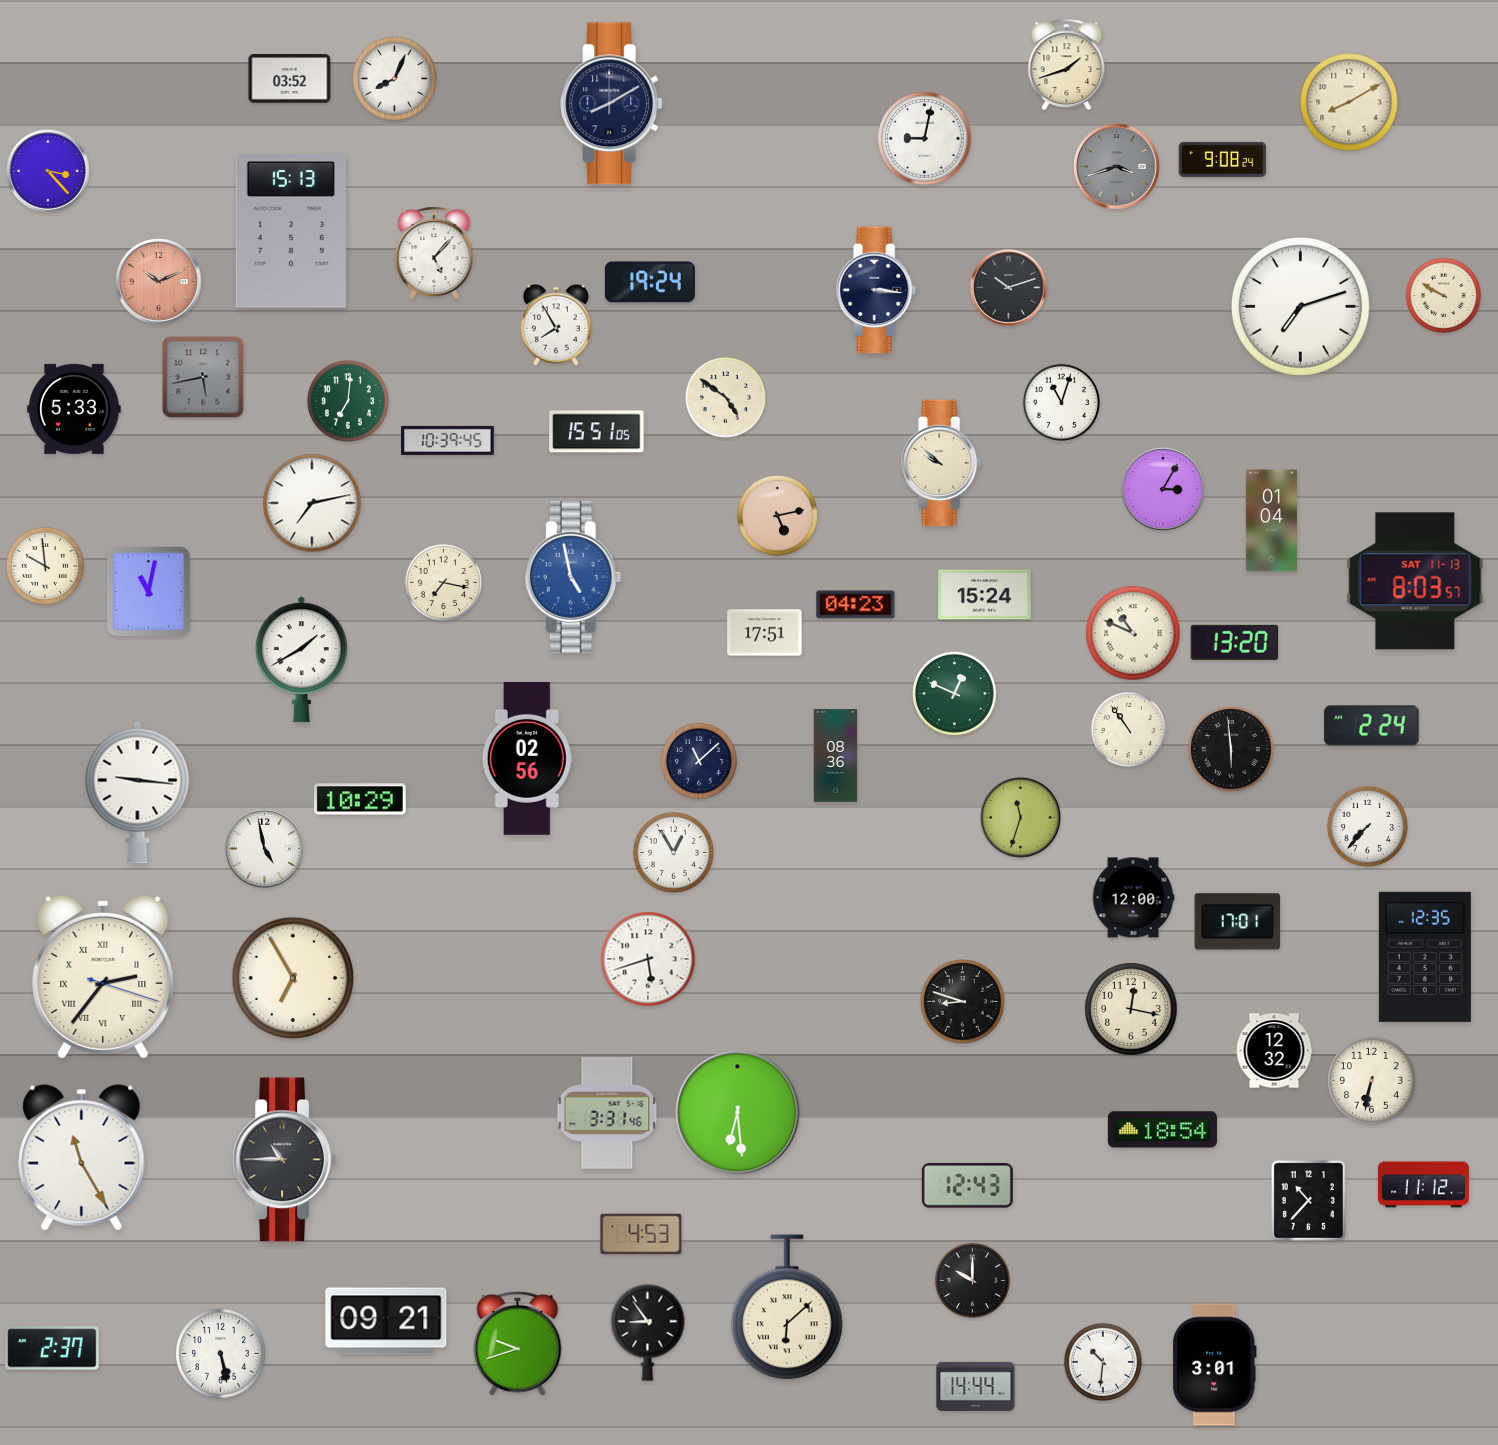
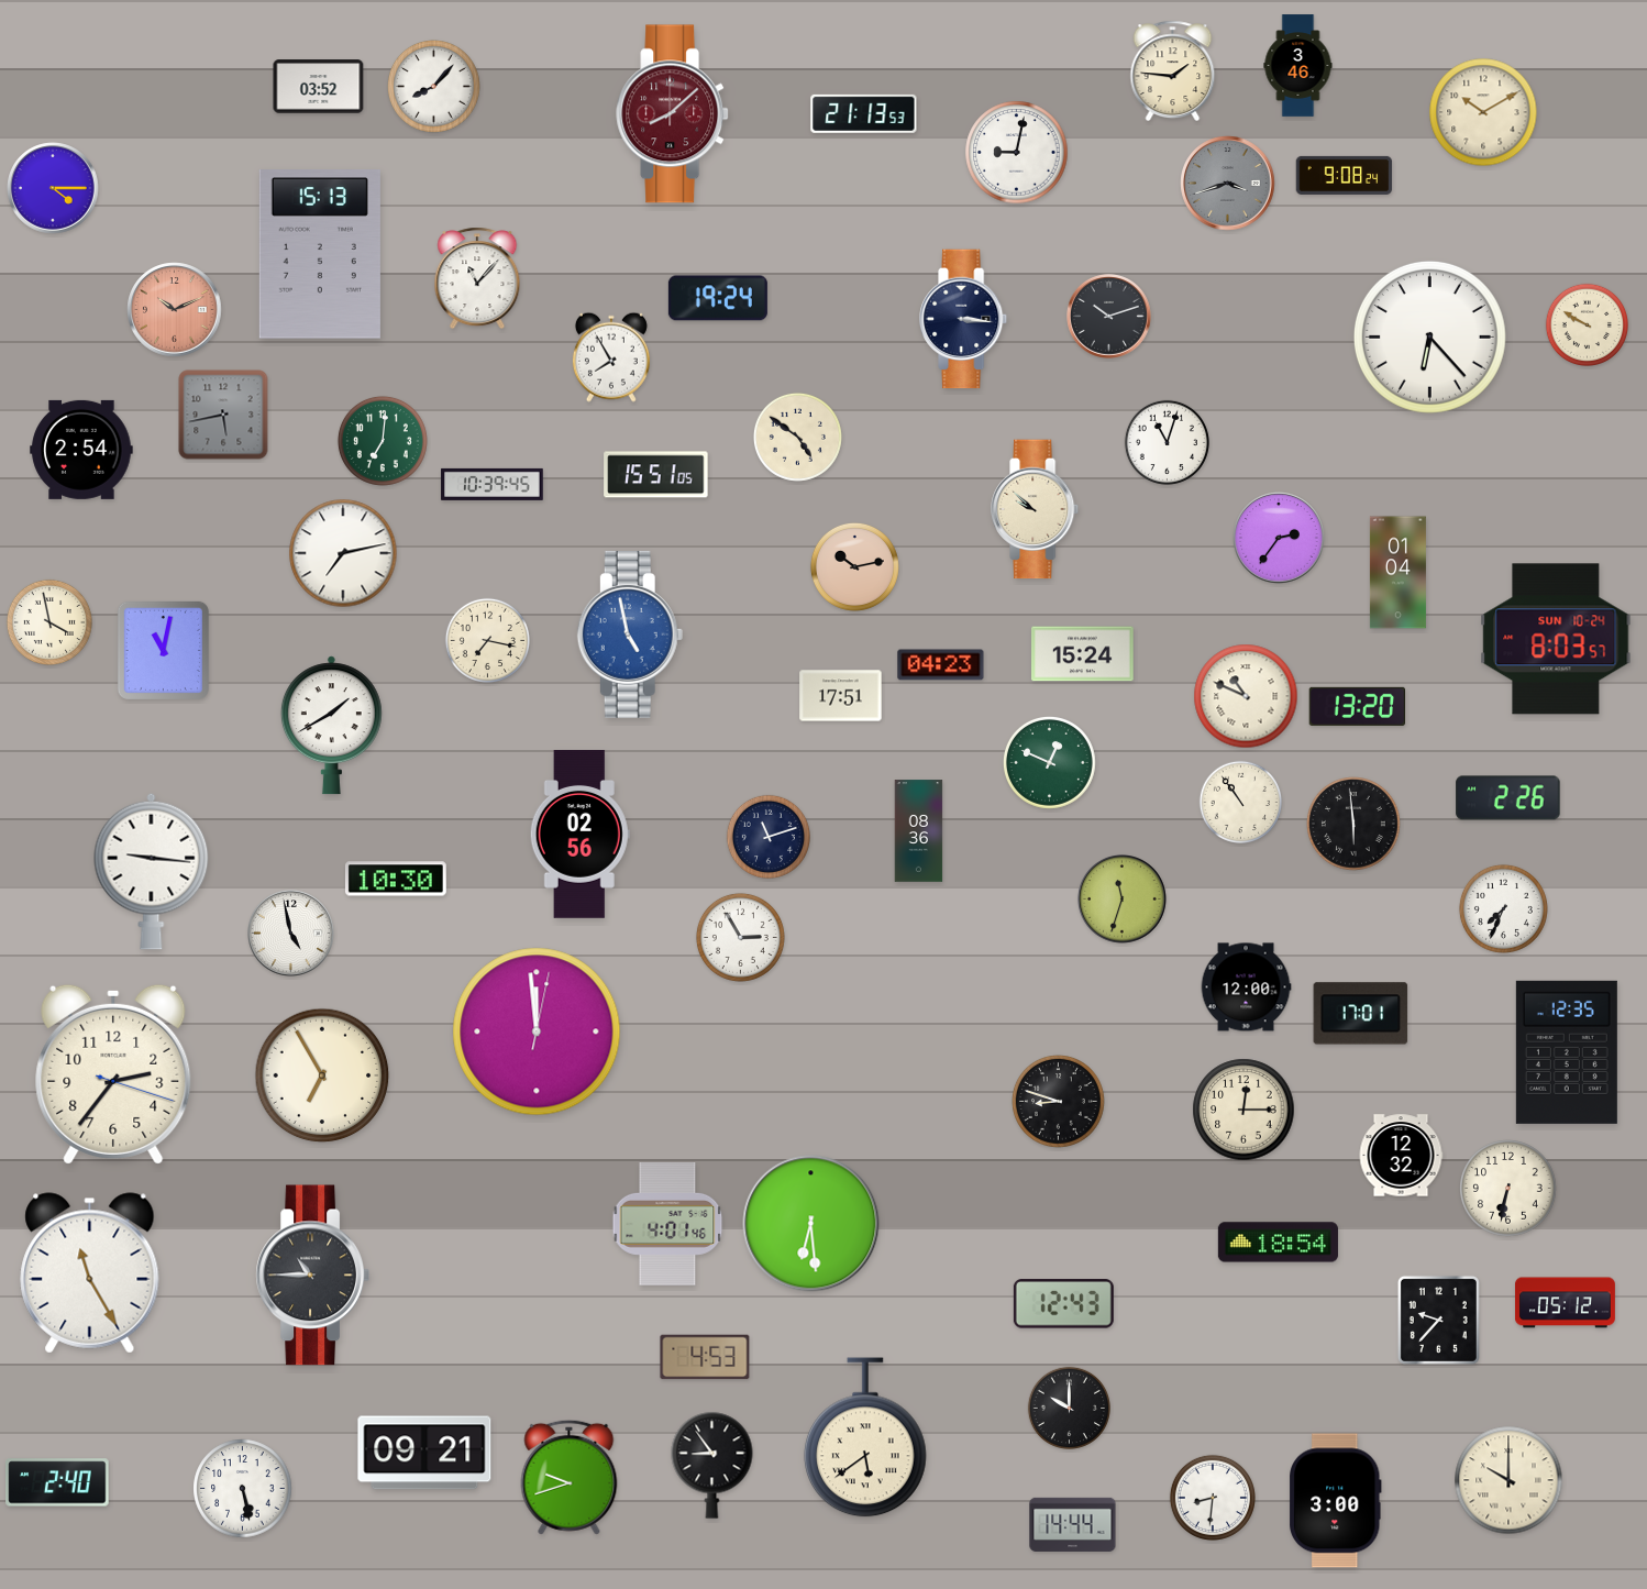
clock at (1298, 66): none -> 3:46
clock at (1067, 65): 1:42 -> 1:46
clock at (395, 79): 8:04 -> 8:07
clock at (1349, 102): 8:10 -> 10:10
clock at (864, 113): none -> 21:13
clock at (612, 104): 8:10 -> 8:08
clock at (612, 104) dial: navy -> burgundy
clock at (48, 171): 3:23 -> 4:15
clock at (434, 253): 5:07 -> 11:07
clock at (650, 282) position: (650, 282) -> (718, 298)
clock at (1300, 306): 7:12 -> 6:23
clock at (74, 409): 5:33 -> 2:54
clock at (1163, 489): 3:05 -> 2:36
clock at (777, 515): 5:13 -> 10:13
clock at (45, 566): 9:59 -> 3:58
clock at (1415, 581) date: SAT 11-13 -> SUN 10-24
clock at (1372, 726): 2:24 -> 2:26
clock at (698, 760): 11:08 -> 11:12
clock at (360, 799): 10:29 -> 10:30
clock at (1367, 826): 7:37 -> 7:34
clock at (673, 852): 12:55 -> 2:55
clock at (537, 1031): none -> 11:59
clock at (648, 959): 5:42 -> none
clock at (103, 977) numerals: Roman -> Arabic
clock at (1131, 1009): 12:17 -> 12:15
clock at (607, 1113): 3:31 -> 4:01
clock at (1423, 1185): 11:12 -> 05:12
clock at (1308, 1200): 10:37 -> 9:37
clock at (788, 1307): 6:08 -> 5:39
clock at (1508, 1480): none -> 10:00
clock at (52, 1348): 2:37 -> 2:40
clock at (1103, 1362): 10:31 -> 8:31
clock at (1215, 1365): 3:01 -> 3:00
